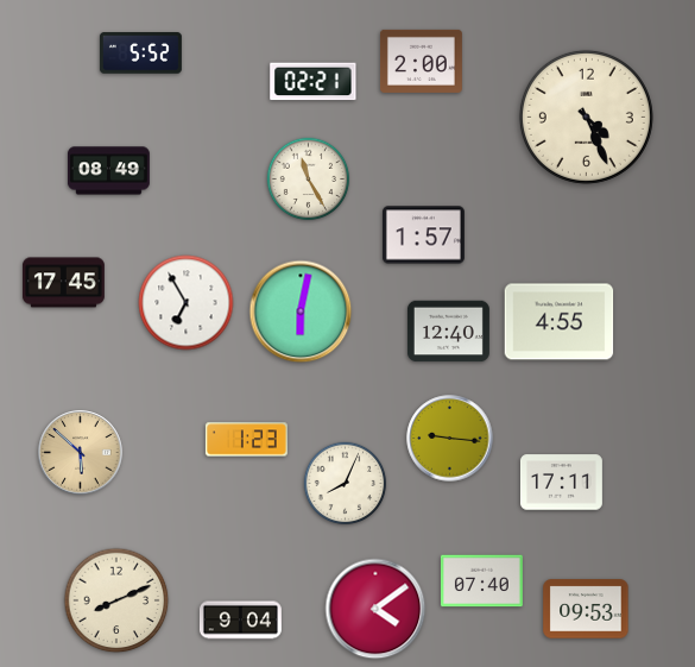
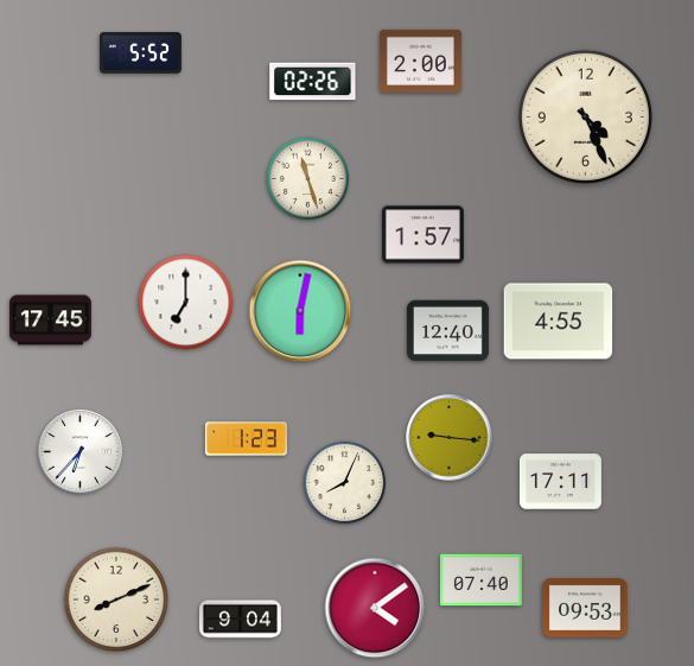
clock at (314, 82): 02:21 -> 02:26
clock at (108, 171): 08:49 -> none
clock at (309, 180): 11:25 -> 11:27
clock at (63, 283) position: (63, 283) -> (50, 321)
clock at (187, 303): 6:55 -> 7:00
clock at (81, 453): 5:52 -> 6:37
clock at (81, 453) dial: champagne -> white
